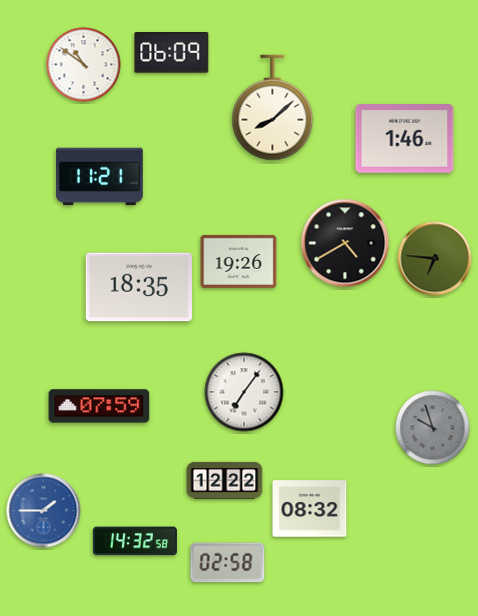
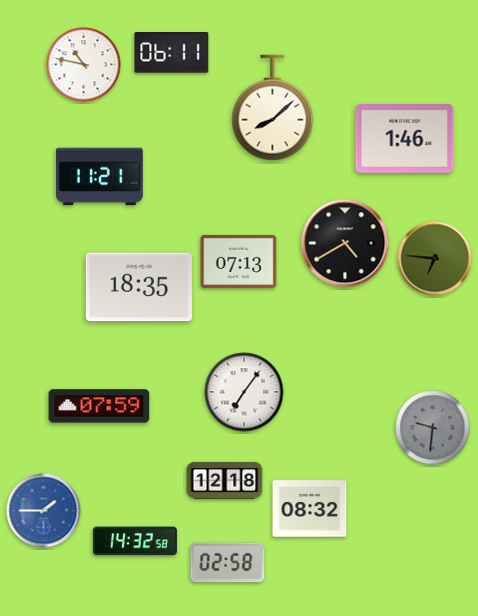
clock at (172, 53): 06:09 -> 06:11
clock at (84, 65): 10:51 -> 10:47
clock at (239, 261): 19:26 -> 07:13
clock at (433, 428): 9:57 -> 9:31
clock at (225, 480): 12:22 -> 12:18
